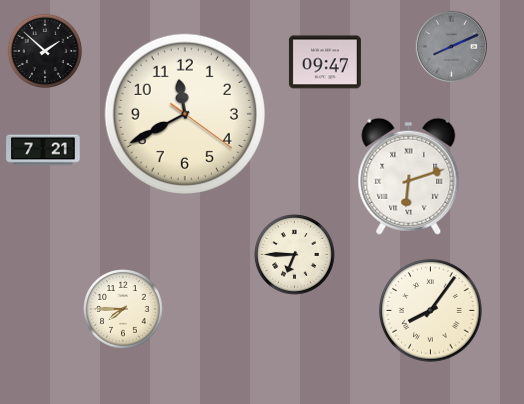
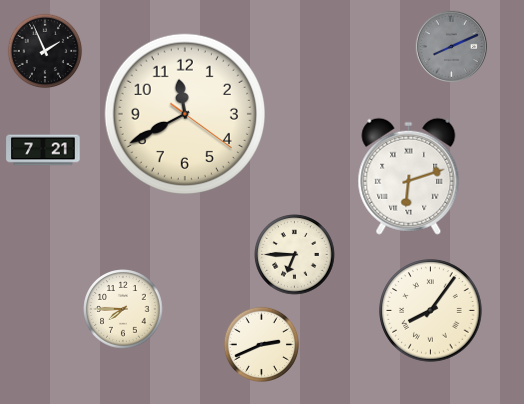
clock at (45, 51): 1:52 -> 1:56
clock at (325, 62): 09:47 -> none
clock at (261, 344): none -> 2:41
